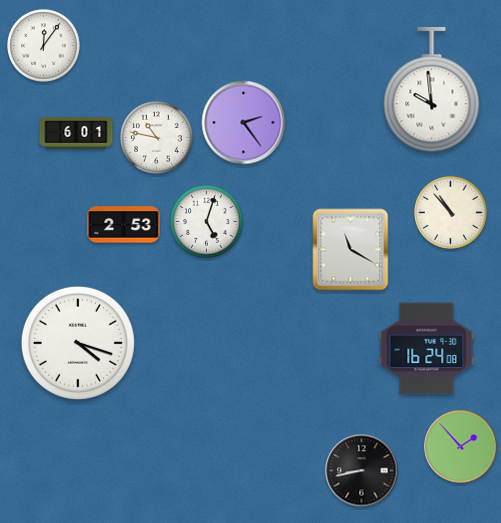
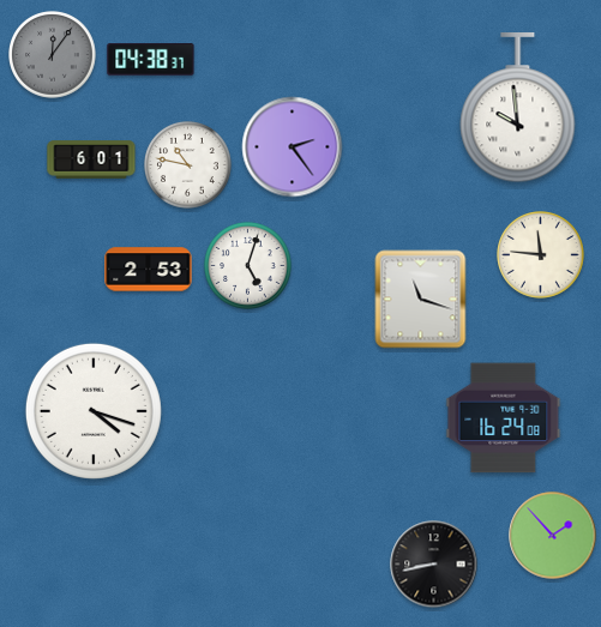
clock at (44, 46) dial: white -> grey
clock at (151, 60): none -> 04:38
clock at (451, 213): 10:53 -> 11:46
clock at (351, 250): 11:20 -> 11:18
clock at (427, 349) position: (427, 349) -> (504, 418)
